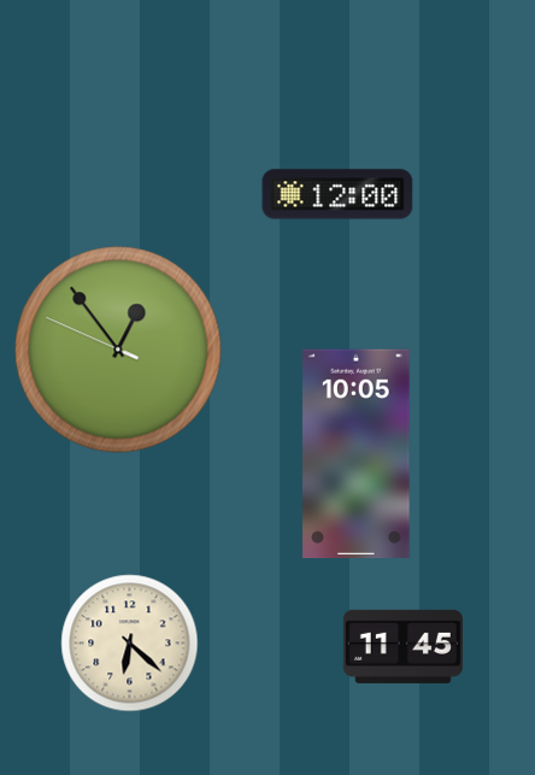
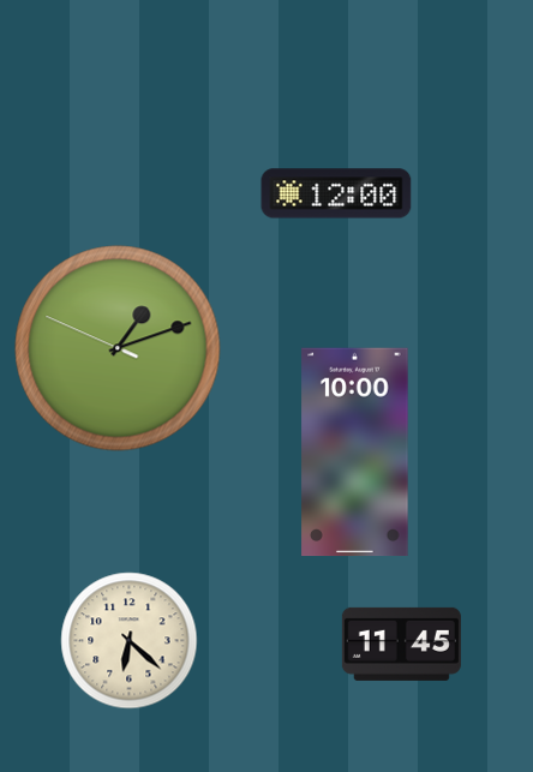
clock at (118, 350): 12:53 -> 1:11
clock at (357, 454): 10:05 -> 10:00
